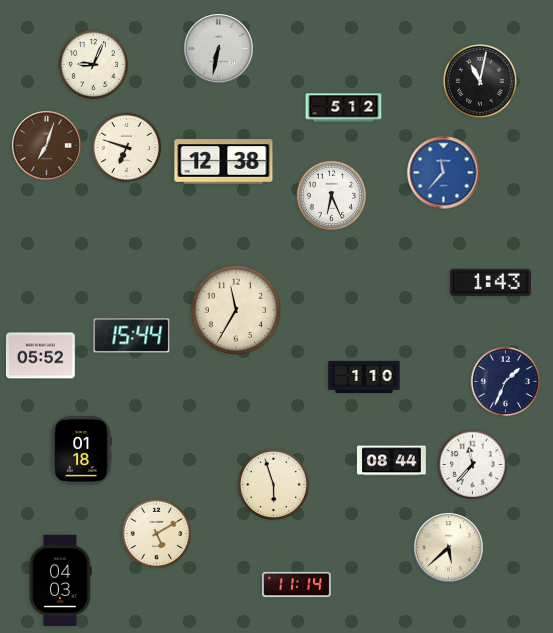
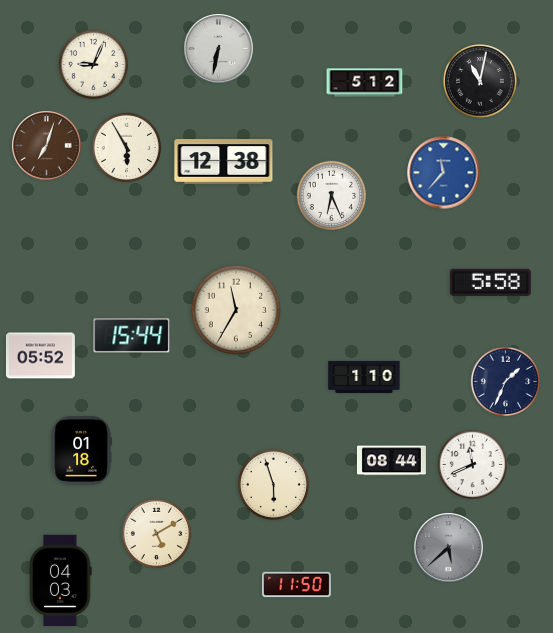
clock at (344, 108) position: (344, 108) -> (365, 83)
clock at (126, 147): 6:48 -> 5:55
clock at (490, 282): 1:43 -> 5:58
clock at (472, 464): 11:37 -> 11:41
clock at (449, 548) dial: cream -> grey
clock at (296, 585): 11:14 -> 11:50
